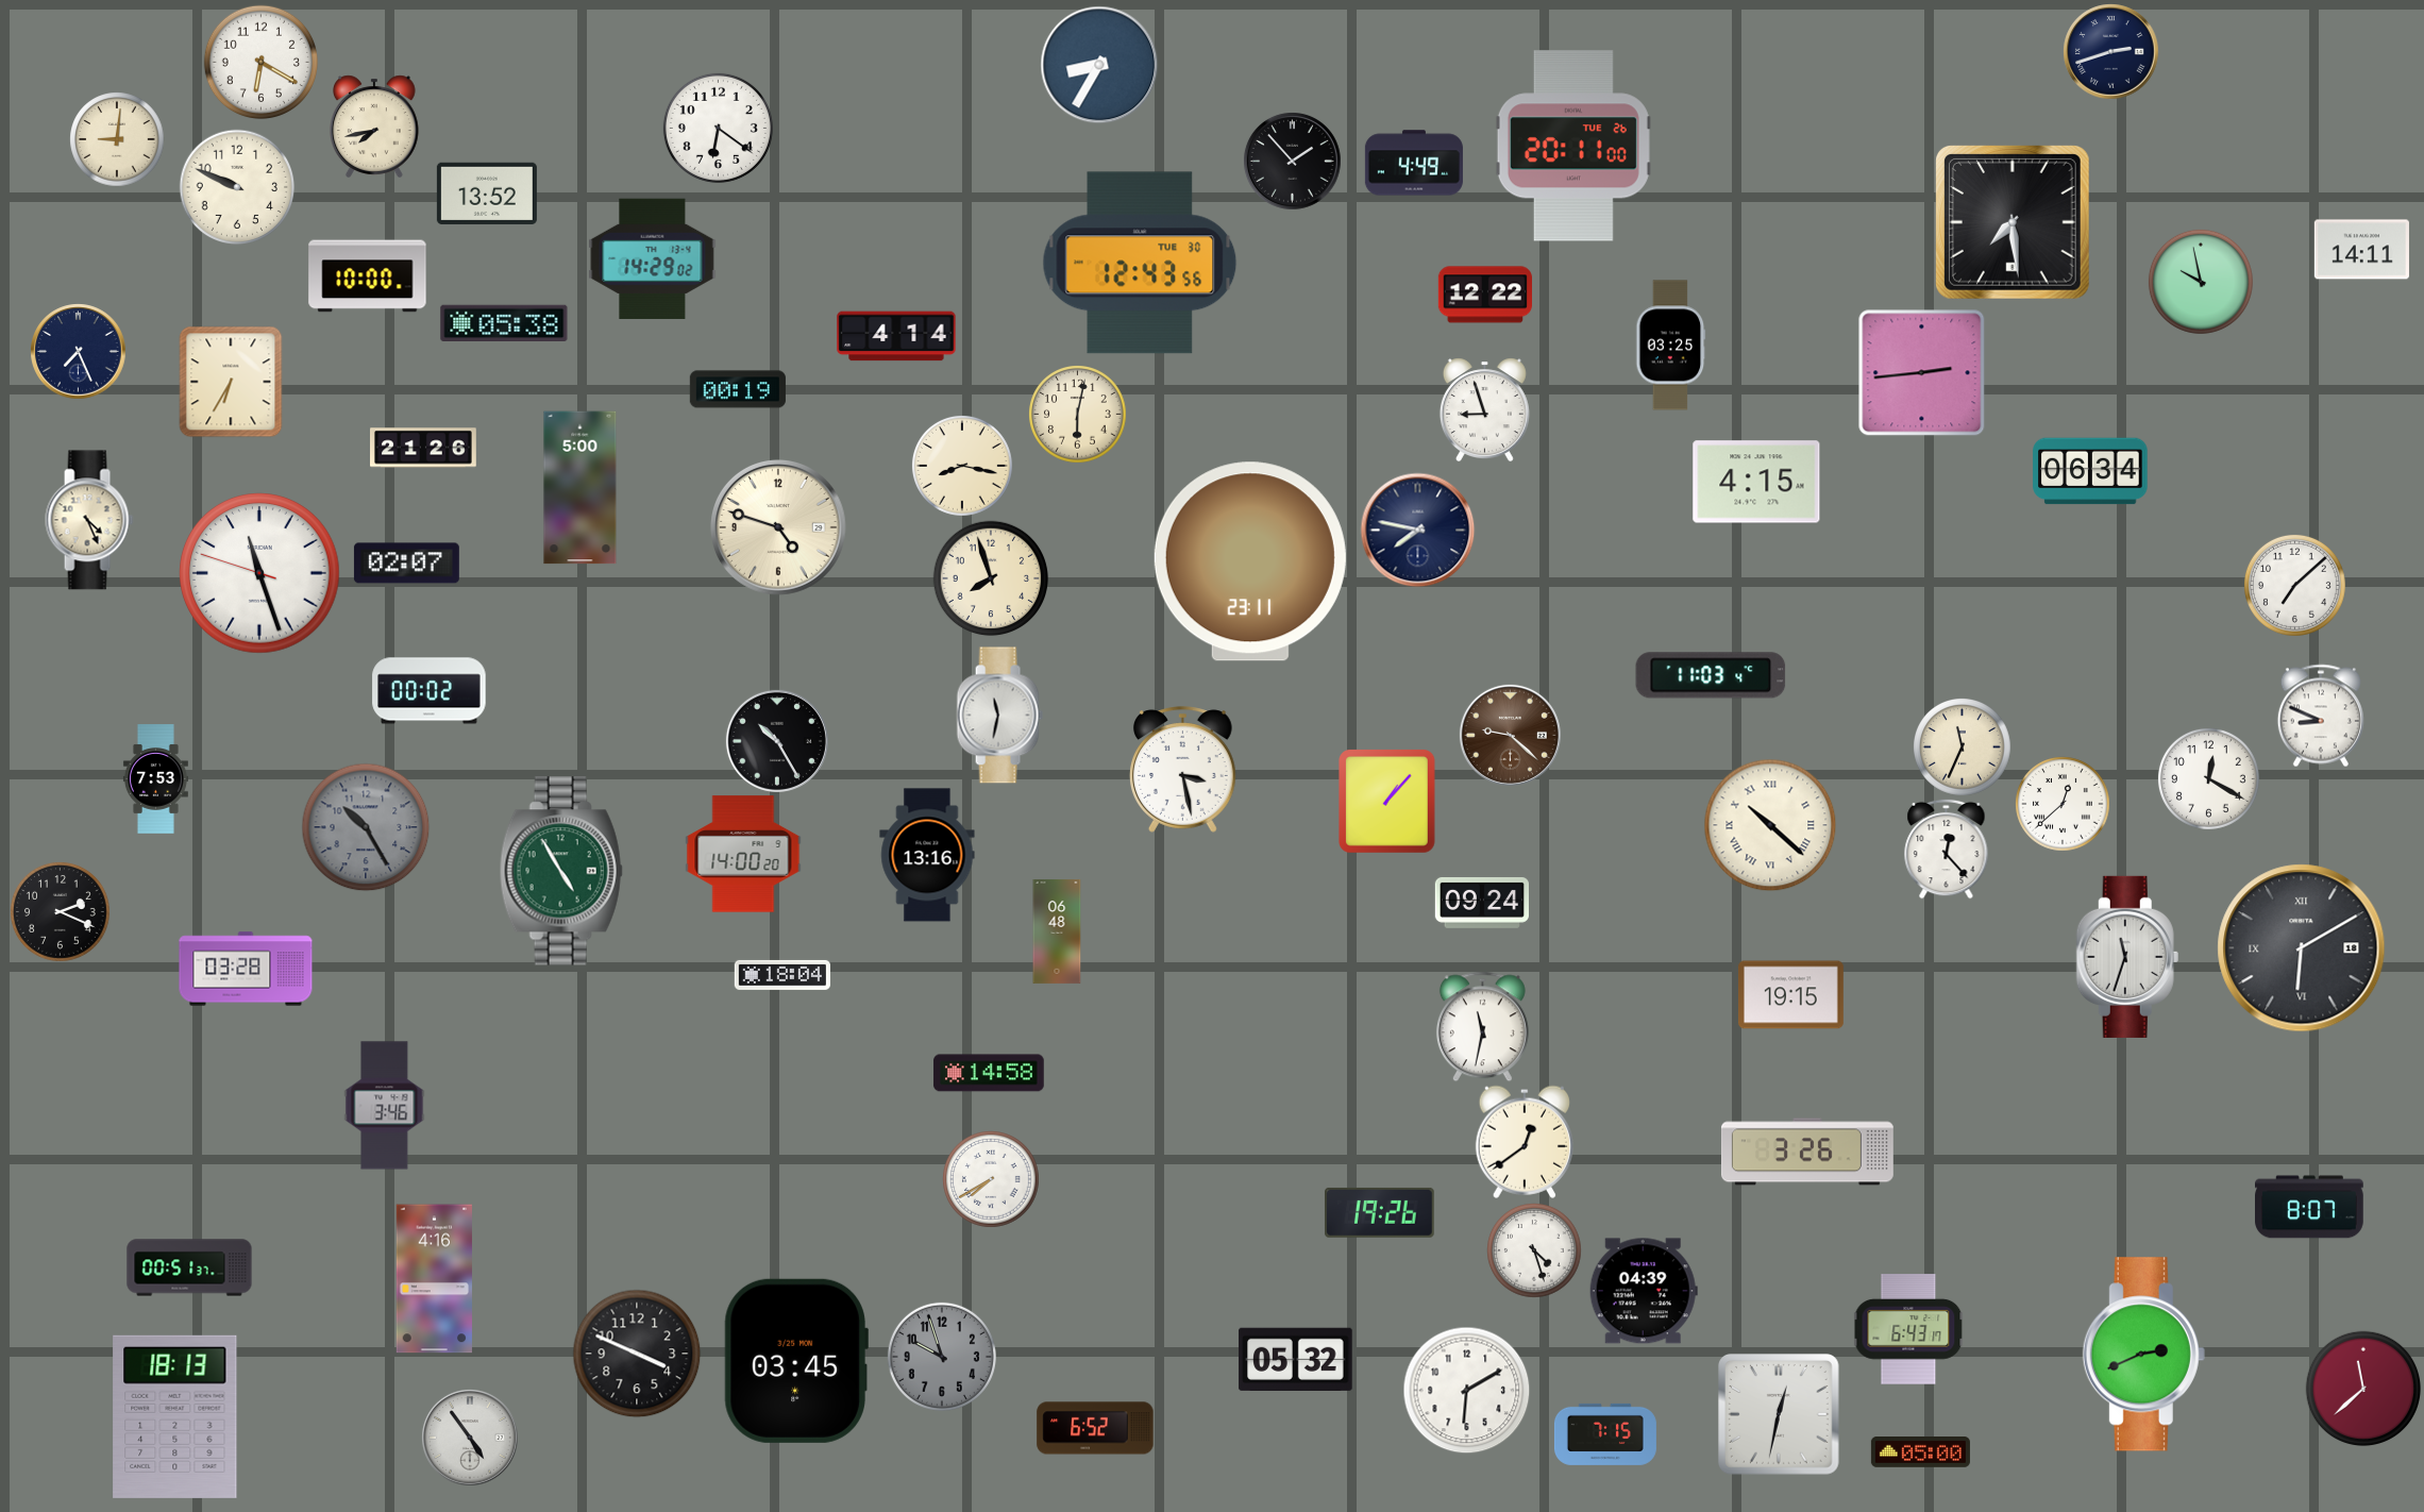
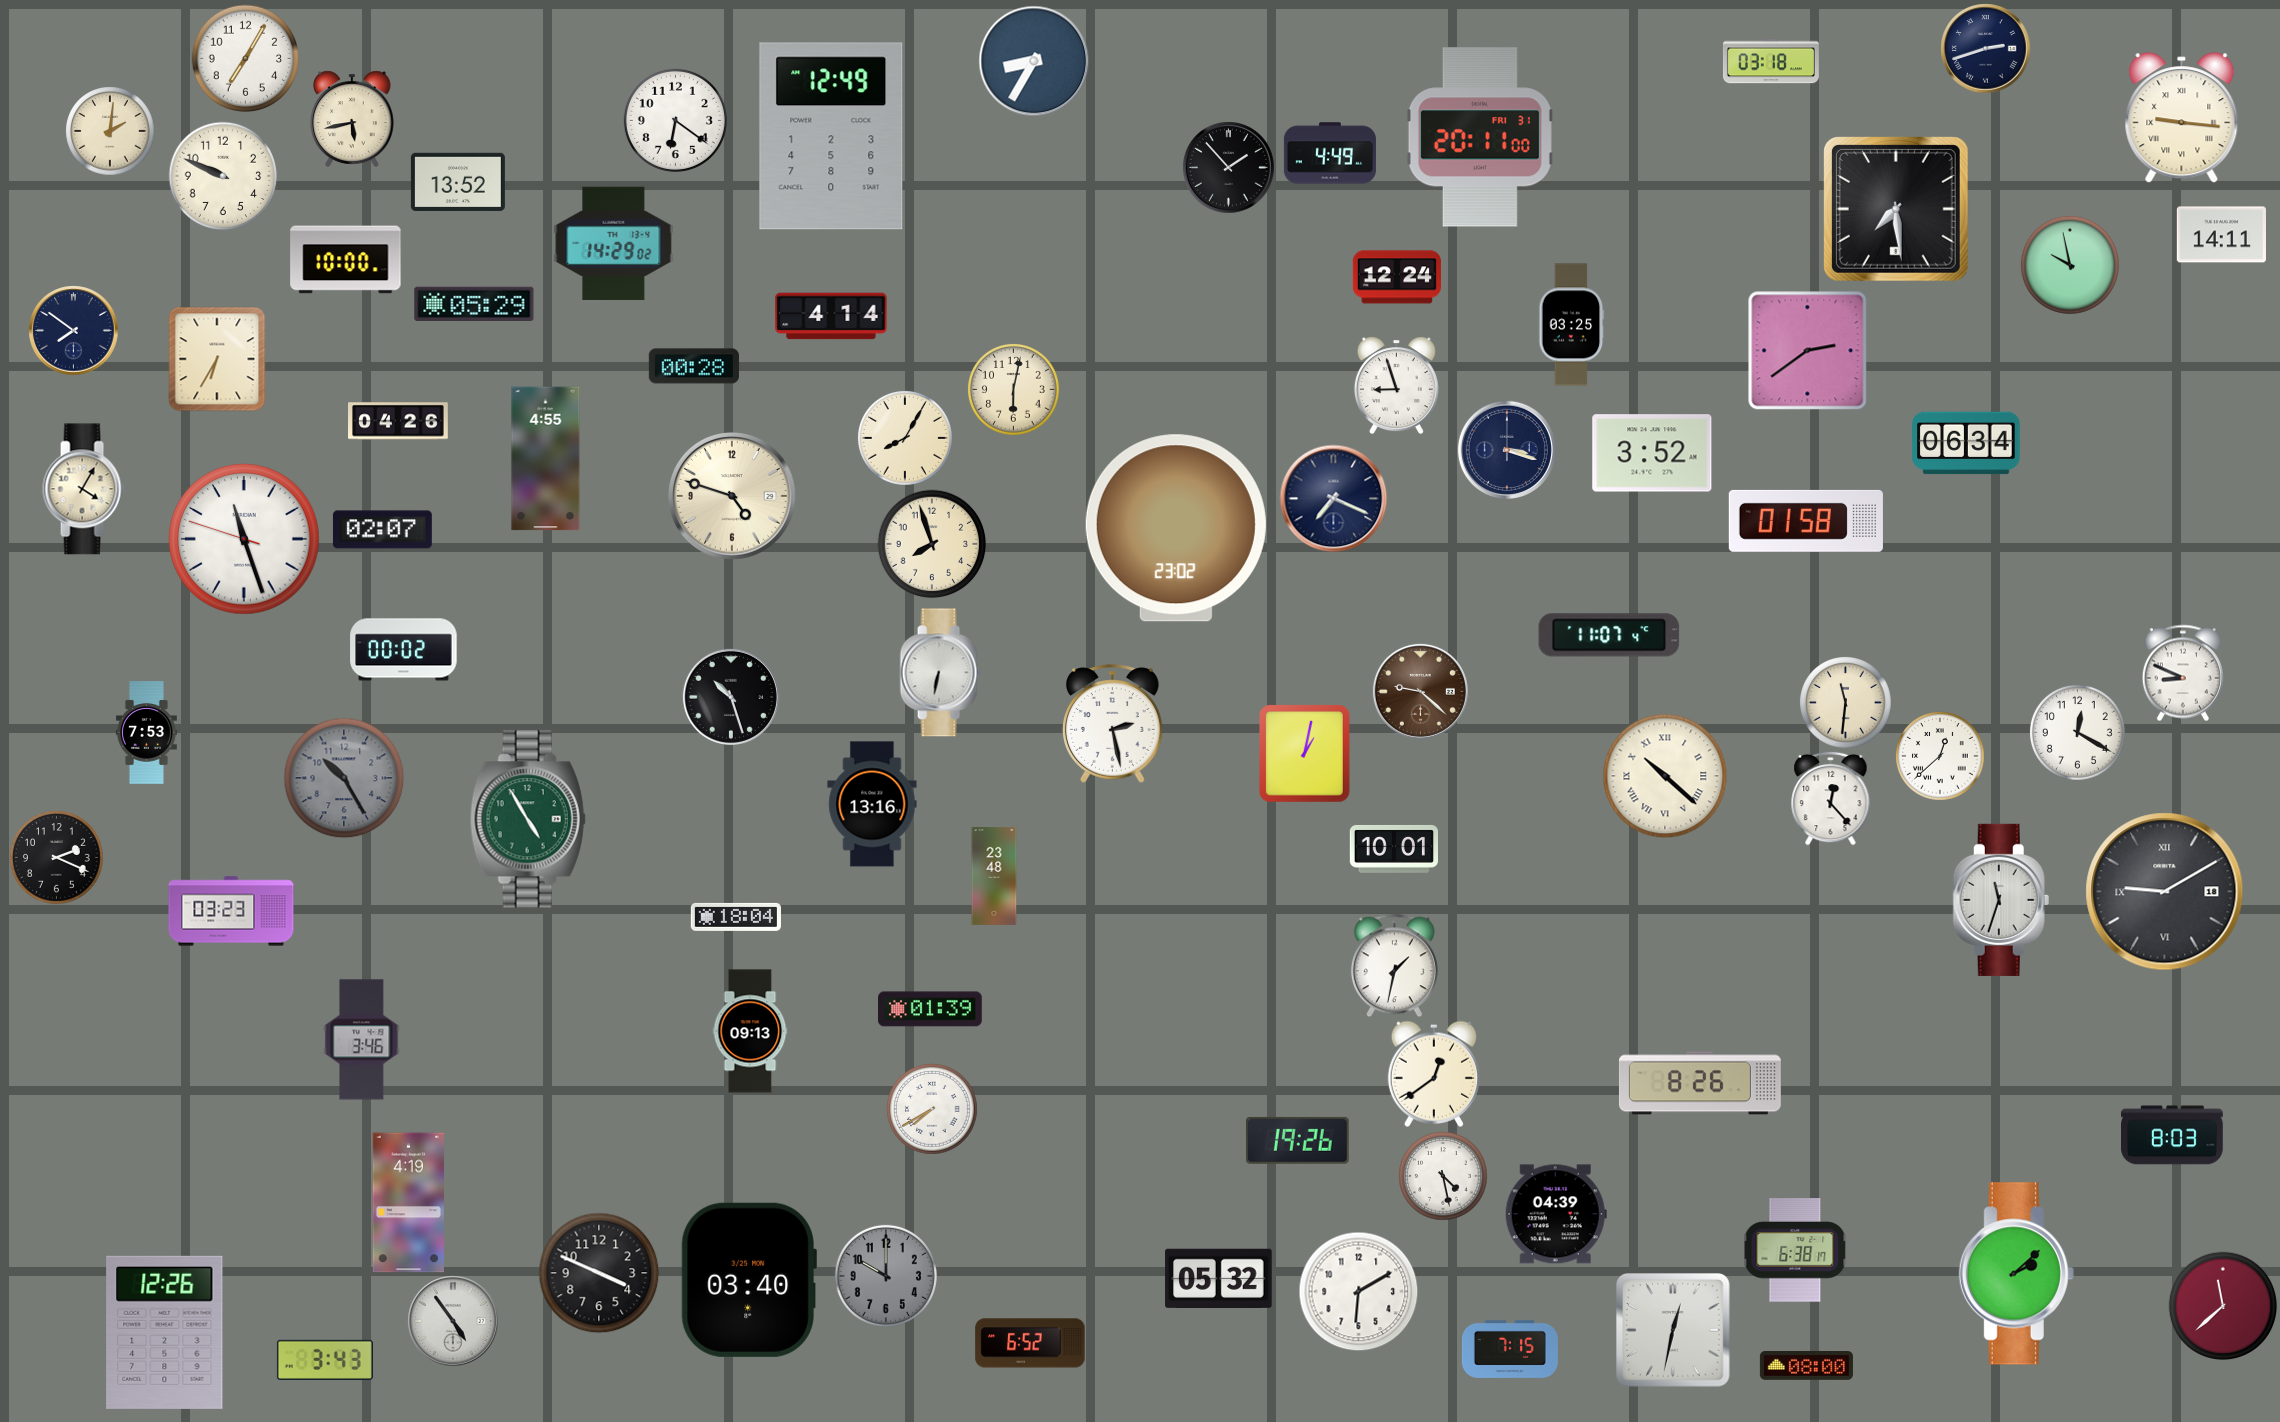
clock at (260, 62): 6:20 -> 7:05
clock at (1771, 61): none -> 03:18
clock at (2182, 118): none -> 9:16
clock at (375, 127): 7:43 -> 5:43
clock at (117, 139): 9:01 -> 2:01
clock at (831, 136): none -> 12:49
clock at (1573, 146) date: TUE 26 -> FRI 31
clock at (1293, 162) position: (1293, 162) -> (1229, 168)
clock at (2013, 222) position: (2013, 222) -> (1896, 209)
clock at (1140, 263): 12:43 -> none
clock at (1484, 295): 12:22 -> 12:24
clock at (504, 322): 05:38 -> 05:29
clock at (896, 336) position: (896, 336) -> (831, 316)
clock at (78, 351): 7:26 -> 7:51
clock at (1921, 372): 2:44 -> 2:39
clock at (738, 389): 00:19 -> 00:28
clock at (424, 448): 21:26 -> 04:26
clock at (962, 466): 8:17 -> 8:05
clock at (1507, 450): none -> 3:18
clock at (1756, 482): 4:15 -> 3:52
clock at (580, 488): 5:00 -> 4:55
clock at (89, 520): 4:26 -> 4:05
clock at (1417, 530): 7:47 -> 7:19
clock at (1806, 521): none -> 01:58
clock at (1250, 561): 23:11 -> 23:02
clock at (2294, 585): 7:08 -> none
clock at (1711, 675): 11:03 -> 11:07
clock at (999, 716): 11:32 -> 6:32
clock at (777, 741): 10:25 -> 10:27
clock at (1963, 747): 11:34 -> 11:31
clock at (1183, 770): 3:28 -> 2:28
clock at (1387, 802): 1:07 -> 1:02
clock at (743, 854): 14:00 -> none
clock at (1481, 903): 09:24 -> 10:01
clock at (1057, 931): 06:48 -> 23:48
clock at (2302, 948): 6:10 -> 9:10
clock at (246, 969): 03:28 -> 03:23
clock at (1790, 995): 19:15 -> none
clock at (1482, 1026): 11:32 -> 1:32
clock at (989, 1073): 14:58 -> 01:39
clock at (750, 1031): none -> 09:13
clock at (1807, 1152): 3:26 -> 8:26
clock at (2310, 1207): 8:07 -> 8:03
clock at (1534, 1250): 4:27 -> 4:28
clock at (189, 1267): 00:51 -> none
clock at (434, 1279): 4:16 -> 4:19
clock at (1644, 1291) position: (1644, 1291) -> (1556, 1214)
clock at (1908, 1329): 6:43 -> 6:38
clock at (2143, 1355): 2:41 -> 2:08
clock at (942, 1357): 9:57 -> 10:00
clock at (796, 1361): 03:45 -> 03:40
clock at (1466, 1390) position: (1466, 1390) -> (1358, 1291)
clock at (175, 1416): 18:13 -> 12:26
clock at (470, 1438) position: (470, 1438) -> (453, 1321)
clock at (325, 1360): none -> 3:43
clock at (1920, 1452): 05:00 -> 08:00
